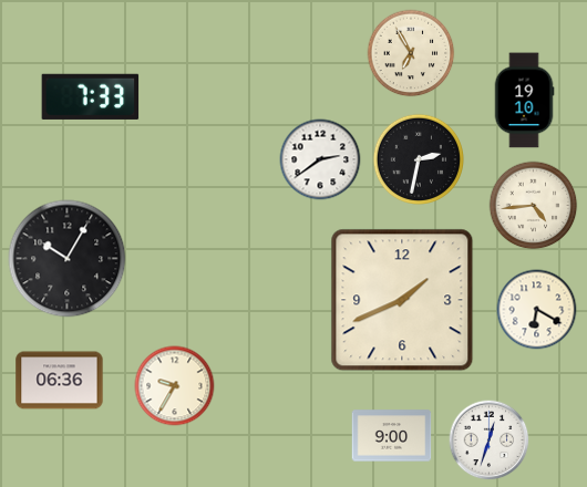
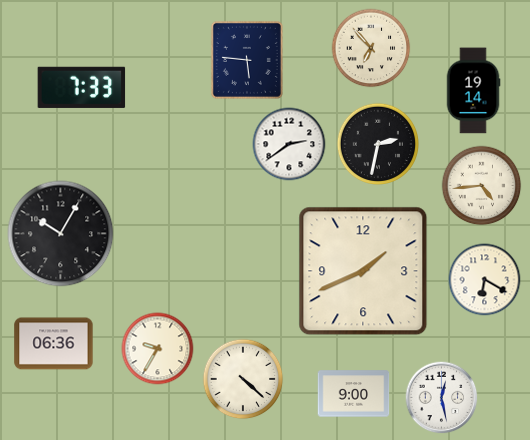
clock at (411, 53): 6:55 -> 6:53
clock at (247, 60): none -> 5:46
clock at (524, 101): 19:10 -> 19:14
clock at (243, 379): none -> 4:22
clock at (490, 441): 12:33 -> 12:28
